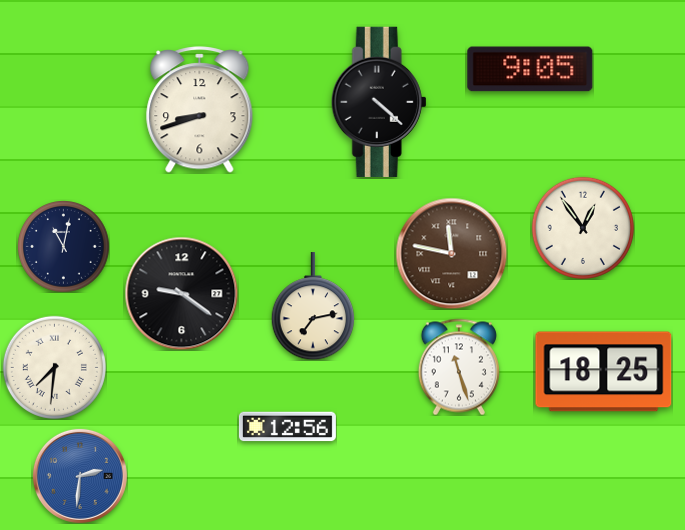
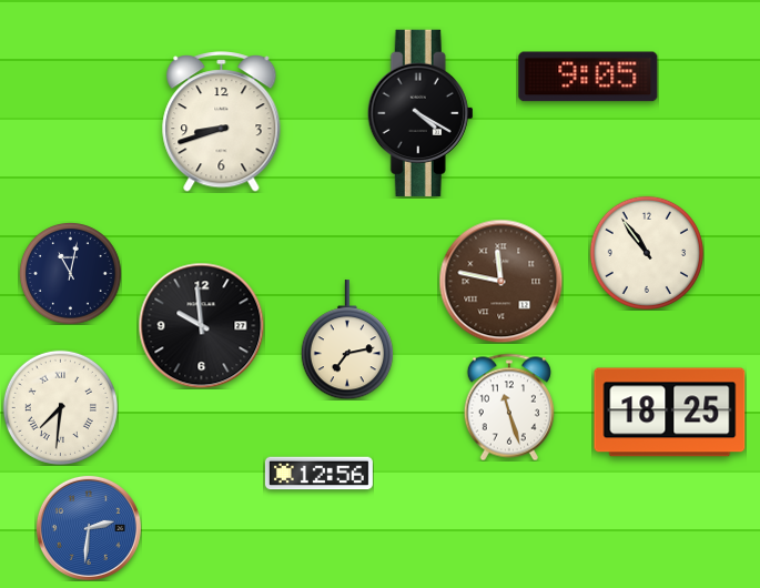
clock at (379, 102): 4:22 -> 4:20
clock at (583, 228): 12:54 -> 10:54
clock at (181, 293): 9:21 -> 9:59
